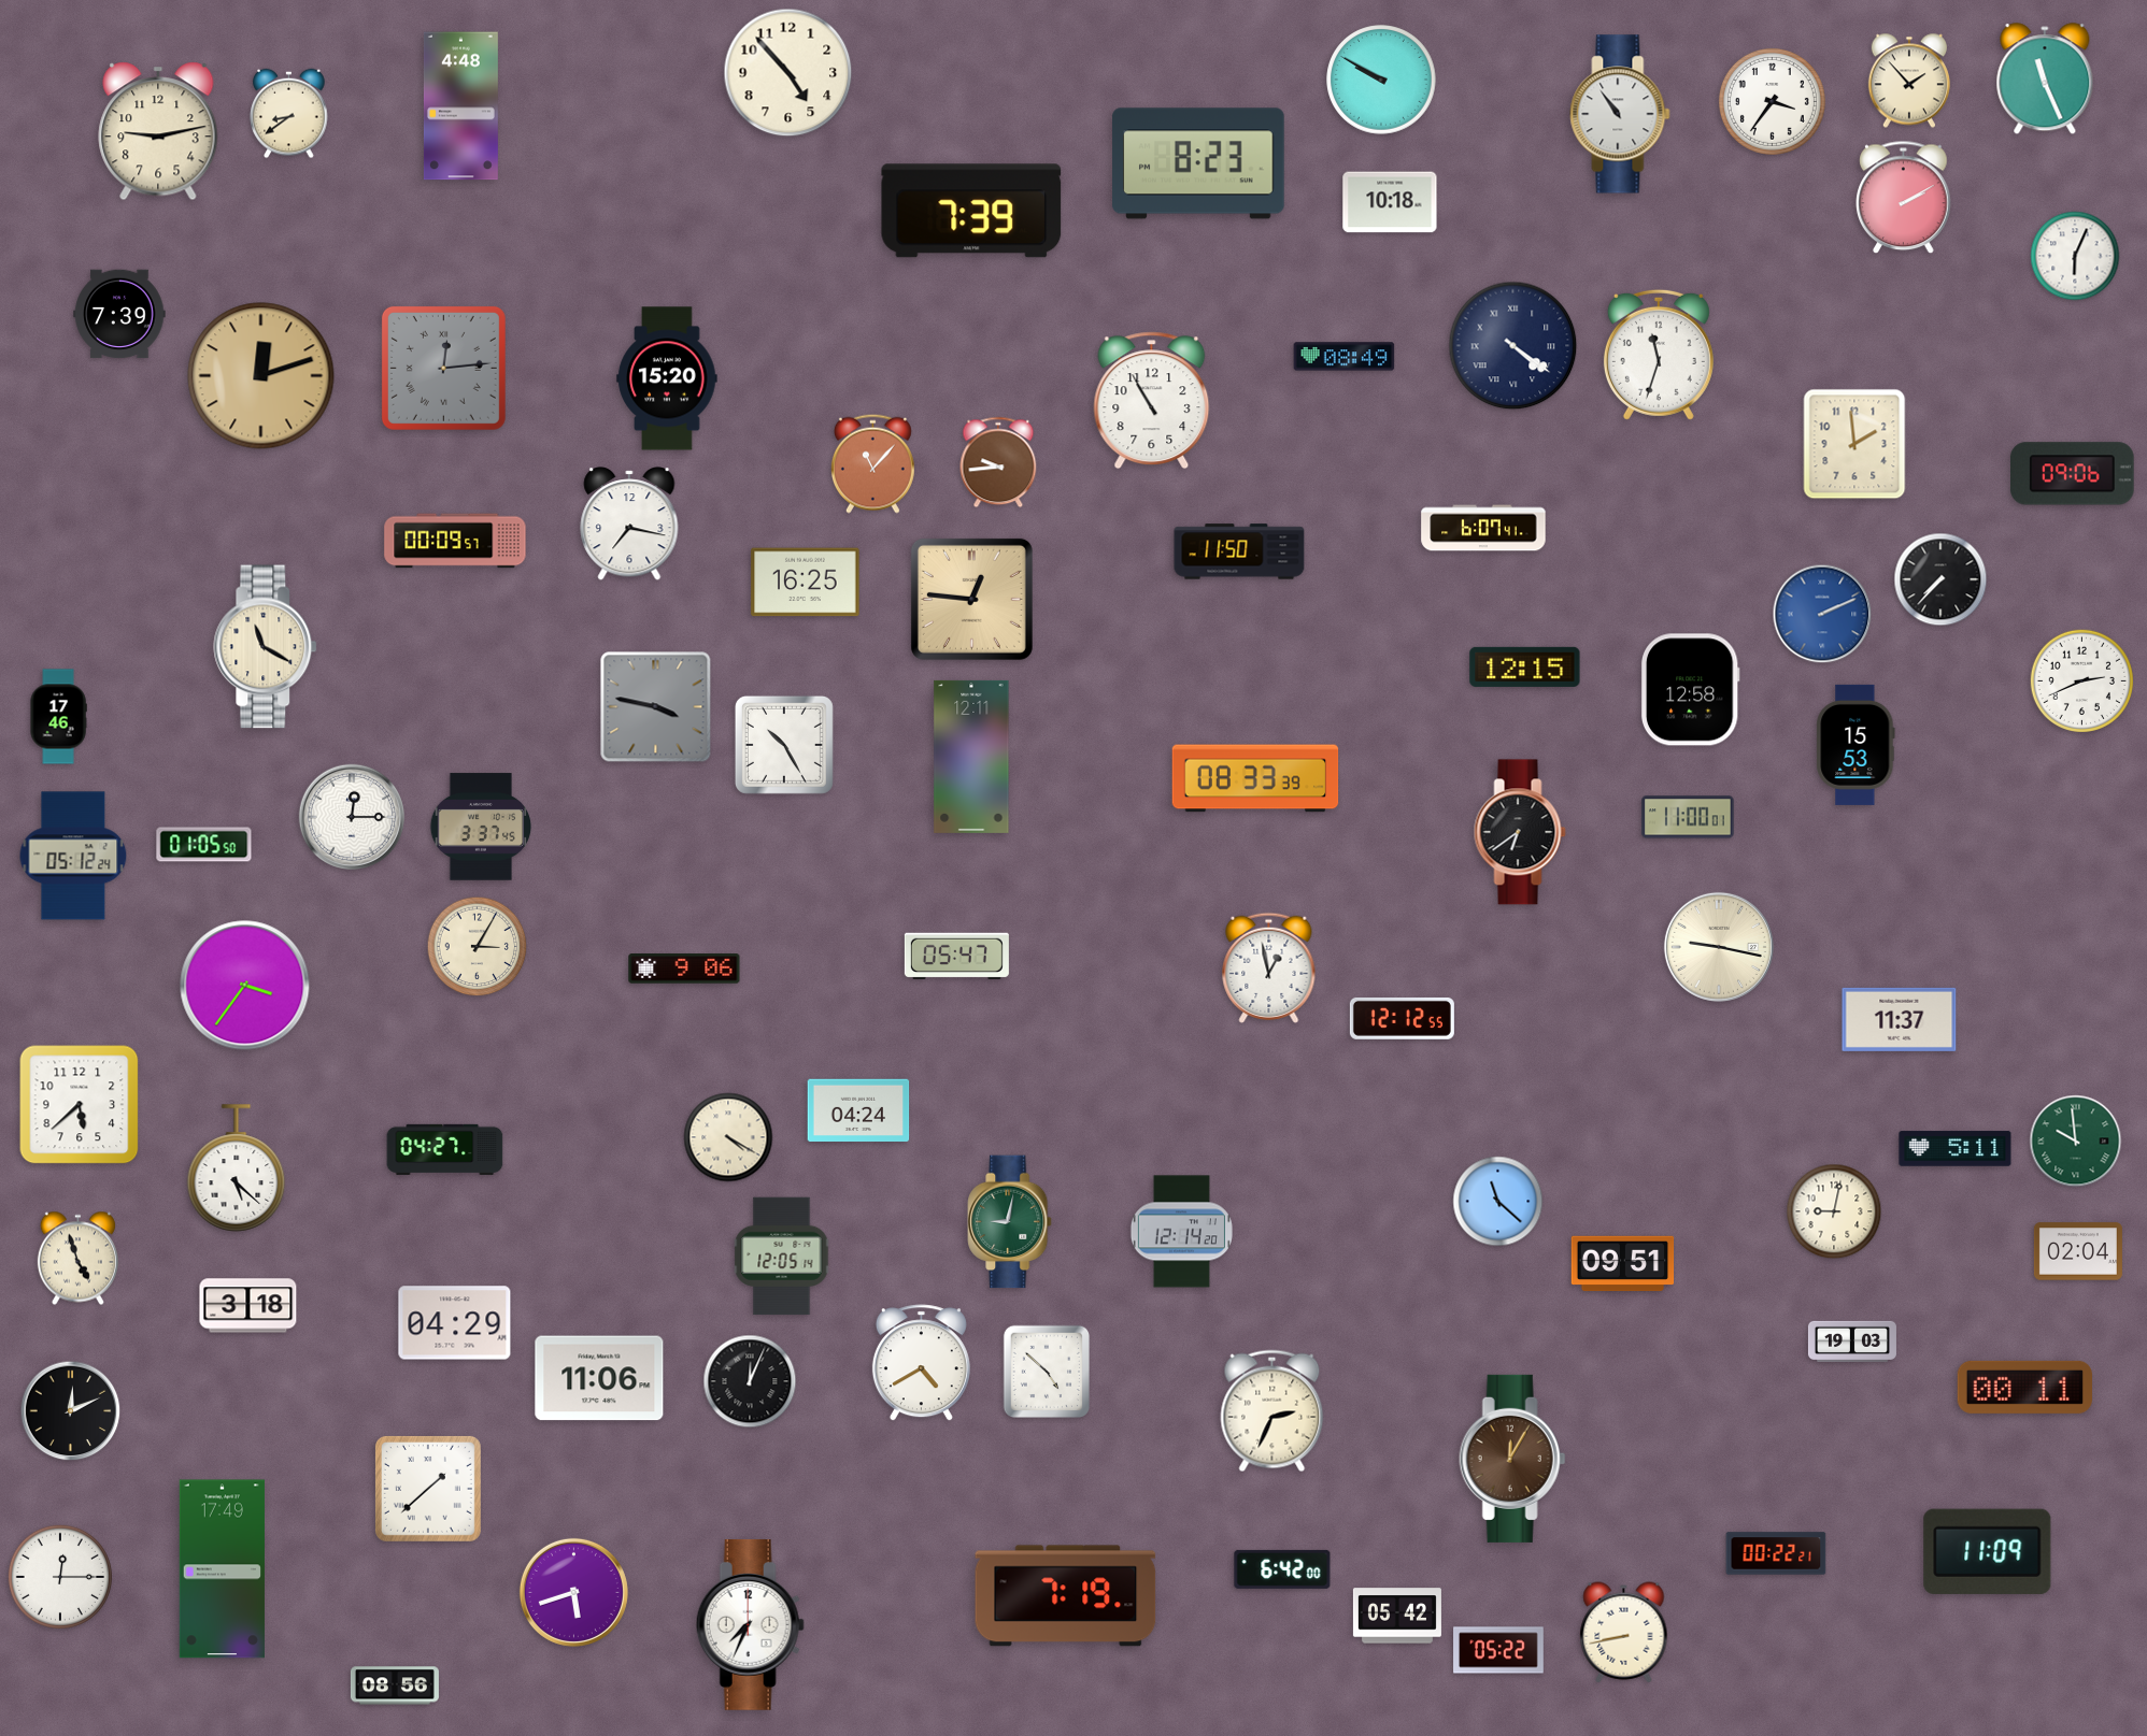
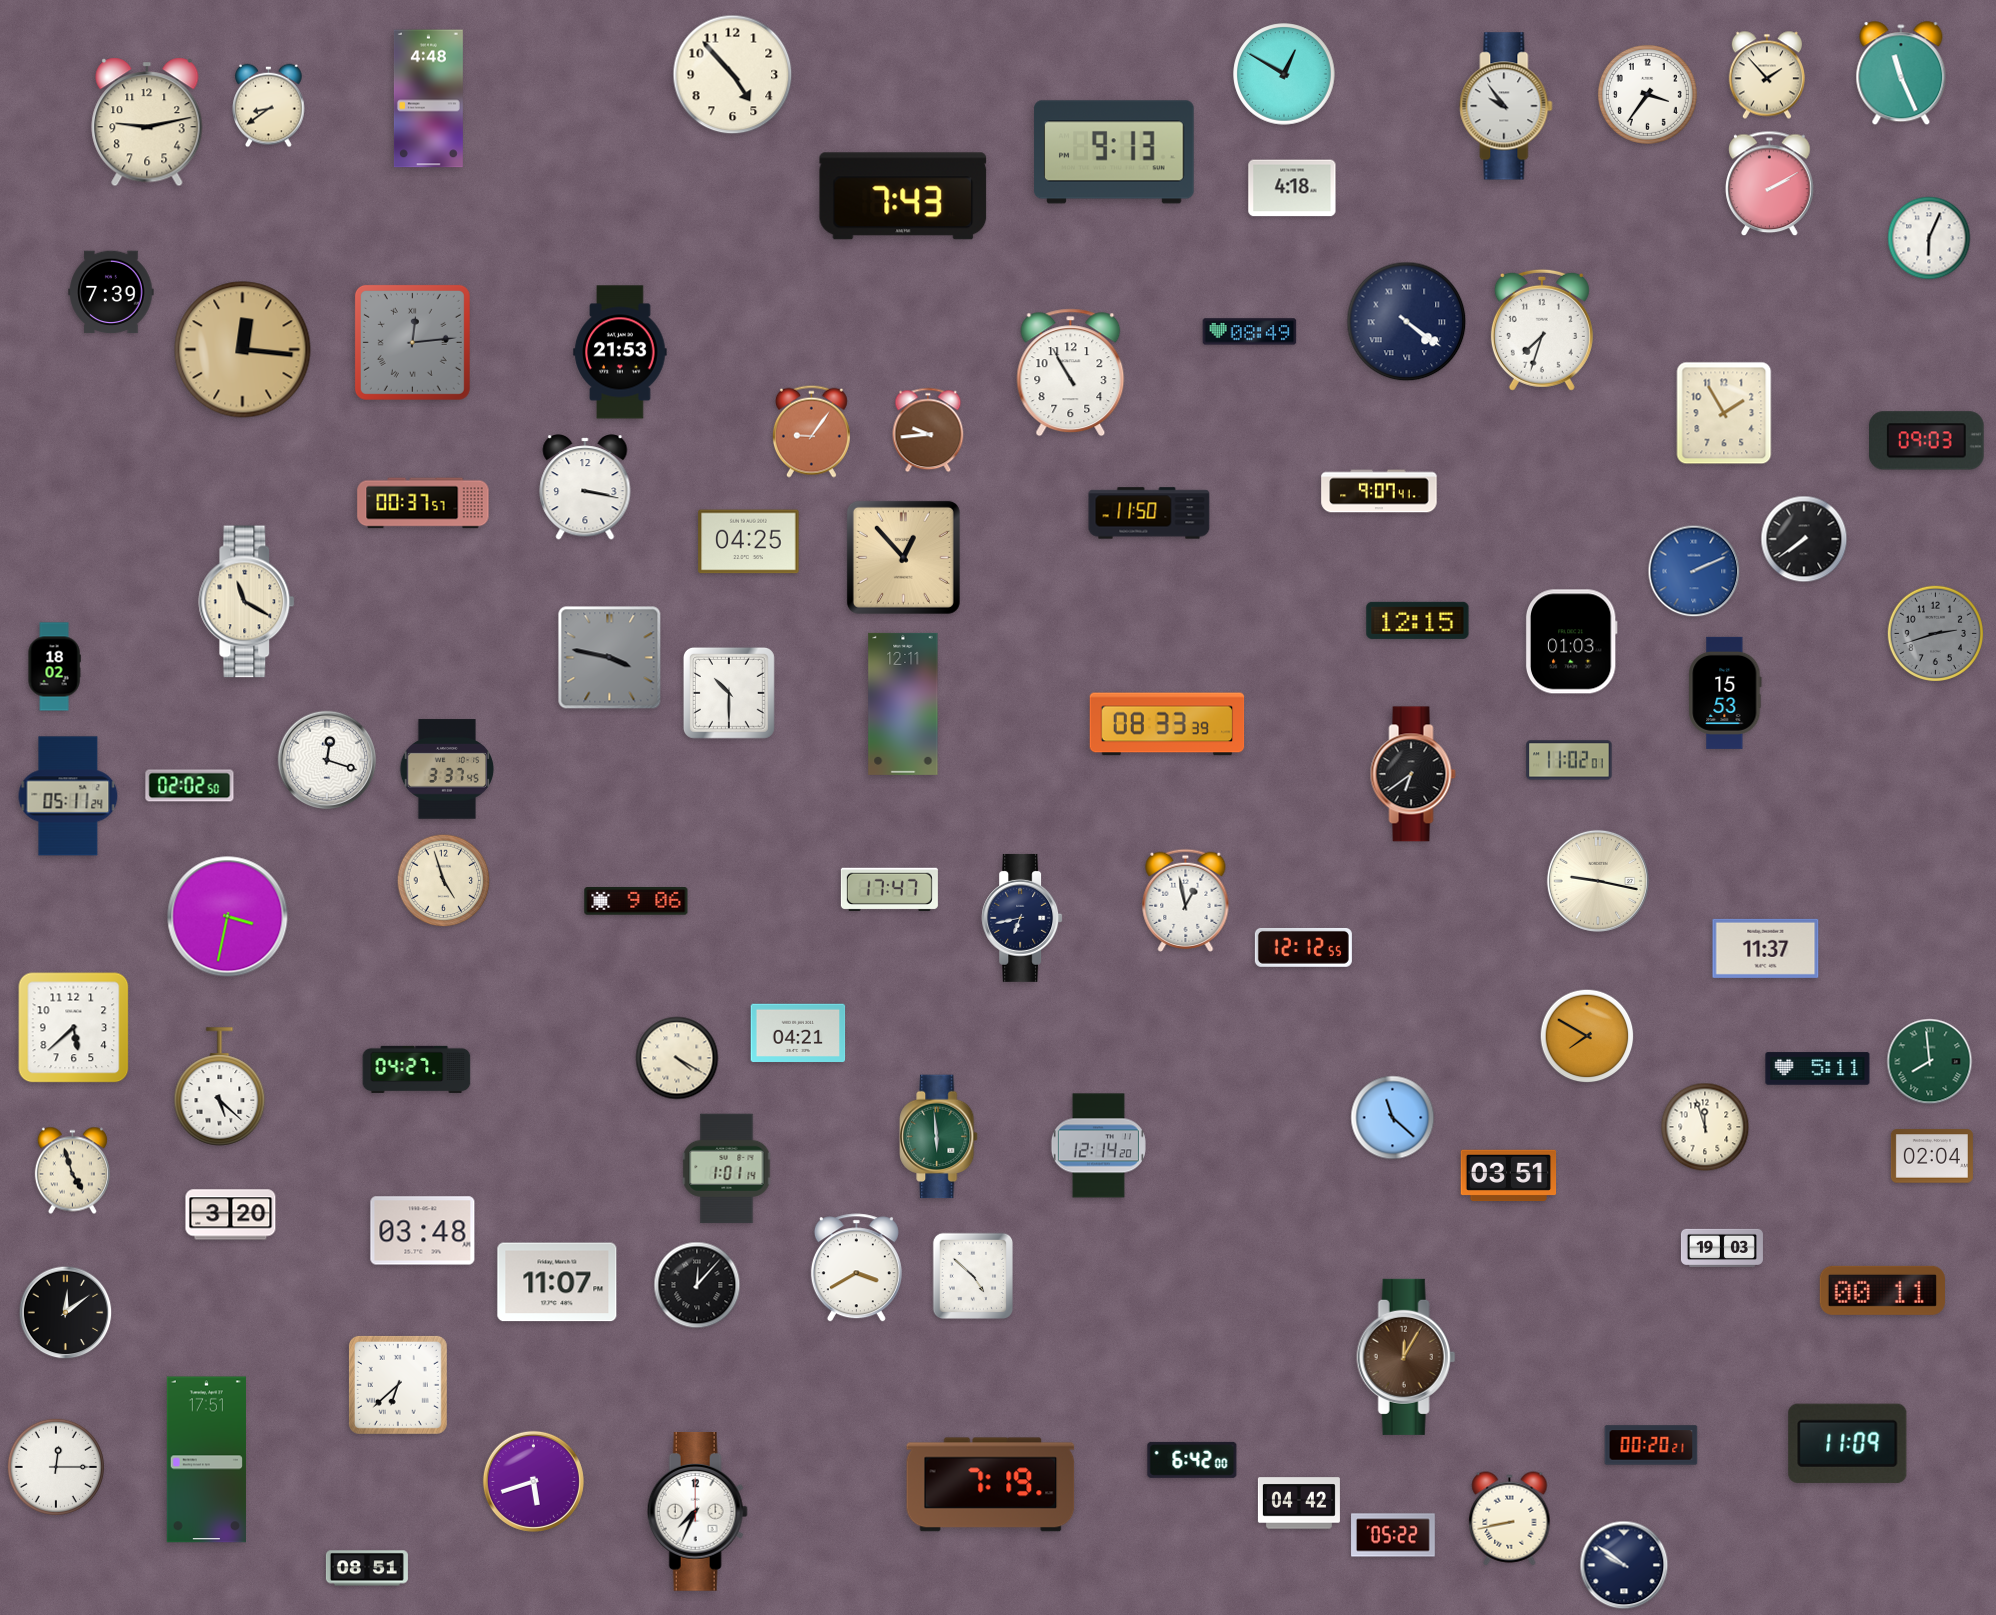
clock at (788, 73) position: (788, 73) -> (733, 75)
clock at (1381, 80): 9:50 -> 12:50
clock at (1908, 81) position: (1908, 81) -> (1766, 75)
clock at (1620, 114): 10:54 -> 9:54
clock at (1198, 163): 8:23 -> 9:13
clock at (1390, 202): 10:18 -> 4:18
clock at (971, 211): 7:39 -> 7:43
clock at (1659, 355): 11:33 -> 7:33
clock at (261, 376): 12:12 -> 12:16
clock at (667, 378): 15:20 -> 21:53
clock at (1854, 444): 1:59 -> 1:55
clock at (872, 463): 11:07 -> 9:06
clock at (2073, 474): 09:06 -> 09:03
clock at (629, 523): 7:17 -> 3:17
clock at (1483, 528): 6:07 -> 9:07
clock at (455, 541): 00:09 -> 00:37
clock at (1239, 551) position: (1239, 551) -> (1149, 513)
clock at (1940, 579): 7:37 -> 7:39
clock at (806, 583): 16:25 -> 04:25
clock at (971, 599): 12:46 -> 12:53
clock at (2081, 680): 2:41 -> 2:42
clock at (2081, 680) dial: white -> grey
clock at (1690, 690): 12:58 -> 01:03
clock at (58, 717): 17:46 -> 18:02
clock at (784, 745): 10:25 -> 10:30
clock at (352, 817): 12:15 -> 12:18
clock at (1688, 817): 11:00 -> 11:02
clock at (204, 845): 01:05 -> 02:02
clock at (73, 856): 05:12 -> 05:11
clock at (478, 947): 3:05 -> 4:57
clock at (956, 956): 05:47 -> 17:47
clock at (1269, 967) position: (1269, 967) -> (1186, 900)
clock at (245, 986): 3:36 -> 3:32
clock at (1022, 918): none -> 6:43
clock at (858, 1110): 04:24 -> 04:21
clock at (1587, 1036): none -> 7:50
clock at (2076, 1142): 9:59 -> 7:59
clock at (445, 1149) position: (445, 1149) -> (417, 1069)
clock at (1834, 1211): 9:02 -> 11:57
clock at (1010, 1222): 9:02 -> 5:59
clock at (2078, 1251) position: (2078, 1251) -> (1932, 1156)
clock at (782, 1257): 12:05 -> 1:01
clock at (1623, 1264): 09:51 -> 03:51
clock at (248, 1306): 3:18 -> 3:20
clock at (455, 1323): 04:29 -> 03:48
clock at (921, 1363): 4:40 -> 3:40
clock at (599, 1378): 11:06 -> 11:07
clock at (750, 1381): 12:04 -> 12:07
clock at (71, 1411): 12:11 -> 12:09
clock at (1272, 1411): 2:34 -> none
clock at (428, 1489): 1:38 -> 6:38
clock at (1776, 1553): 00:22 -> 00:20
clock at (222, 1569): 17:49 -> 17:51
clock at (1397, 1616): 05:42 -> 04:42
clock at (1624, 1565): none -> 9:51
clock at (395, 1685): 08:56 -> 08:51
